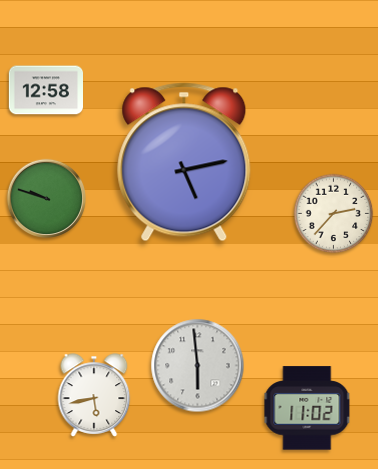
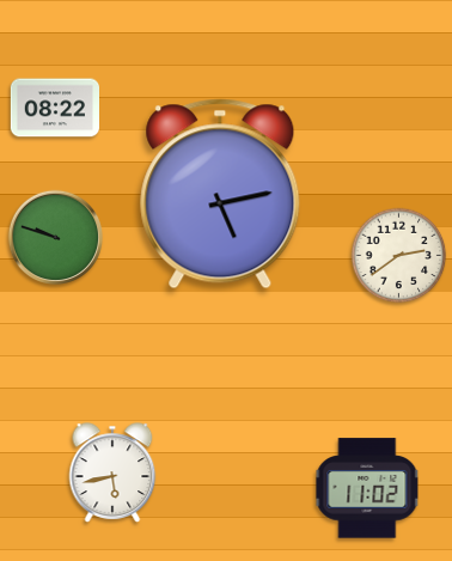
clock at (45, 90): 12:58 -> 08:22
clock at (334, 214): 2:37 -> 2:39
clock at (198, 366): 5:59 -> none
